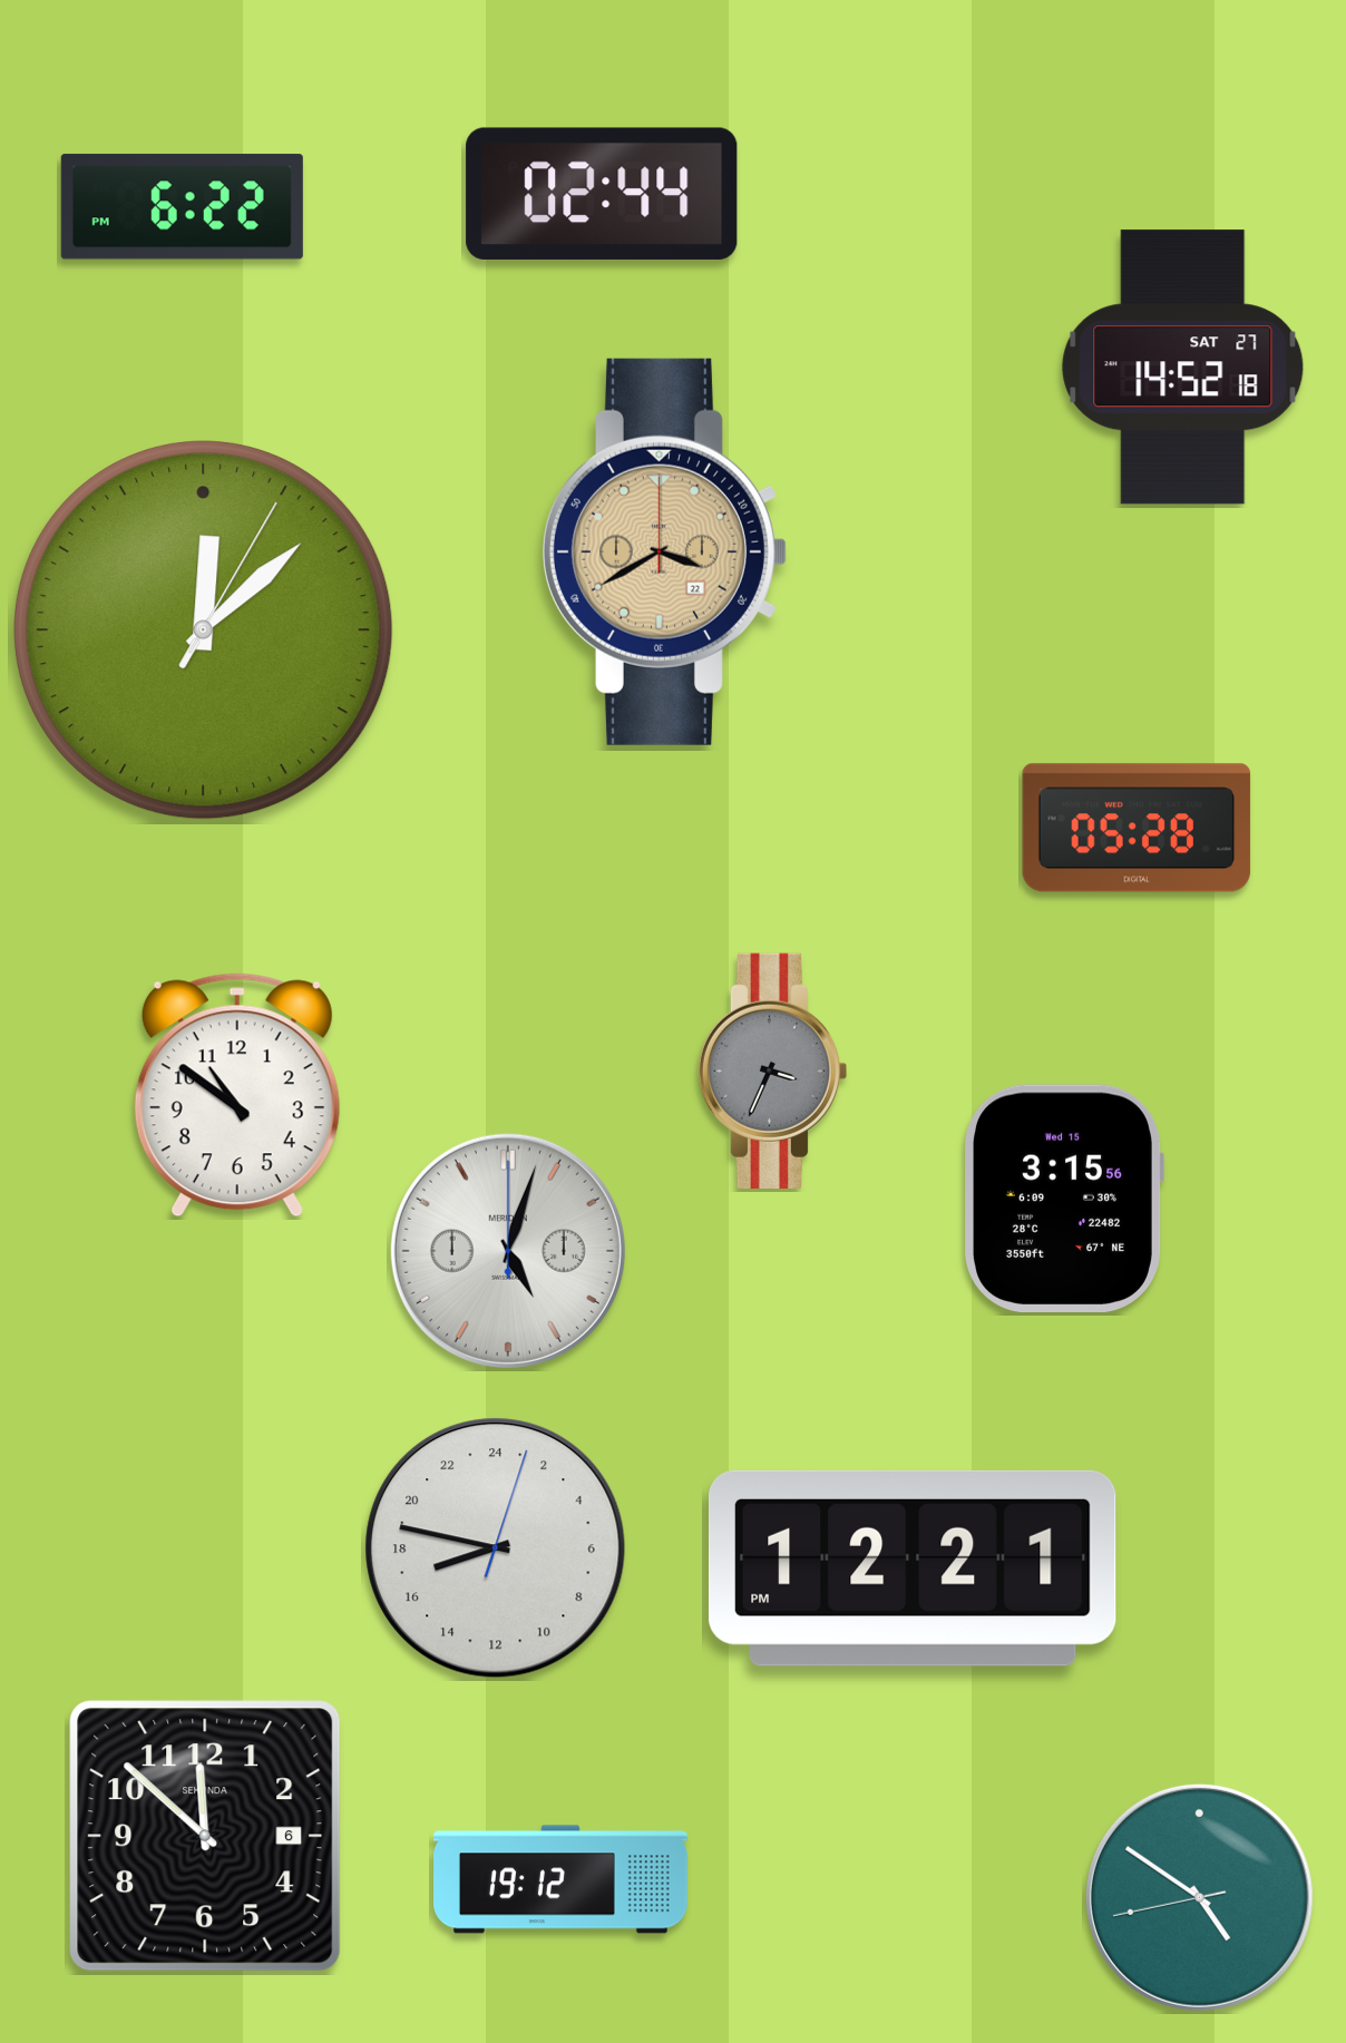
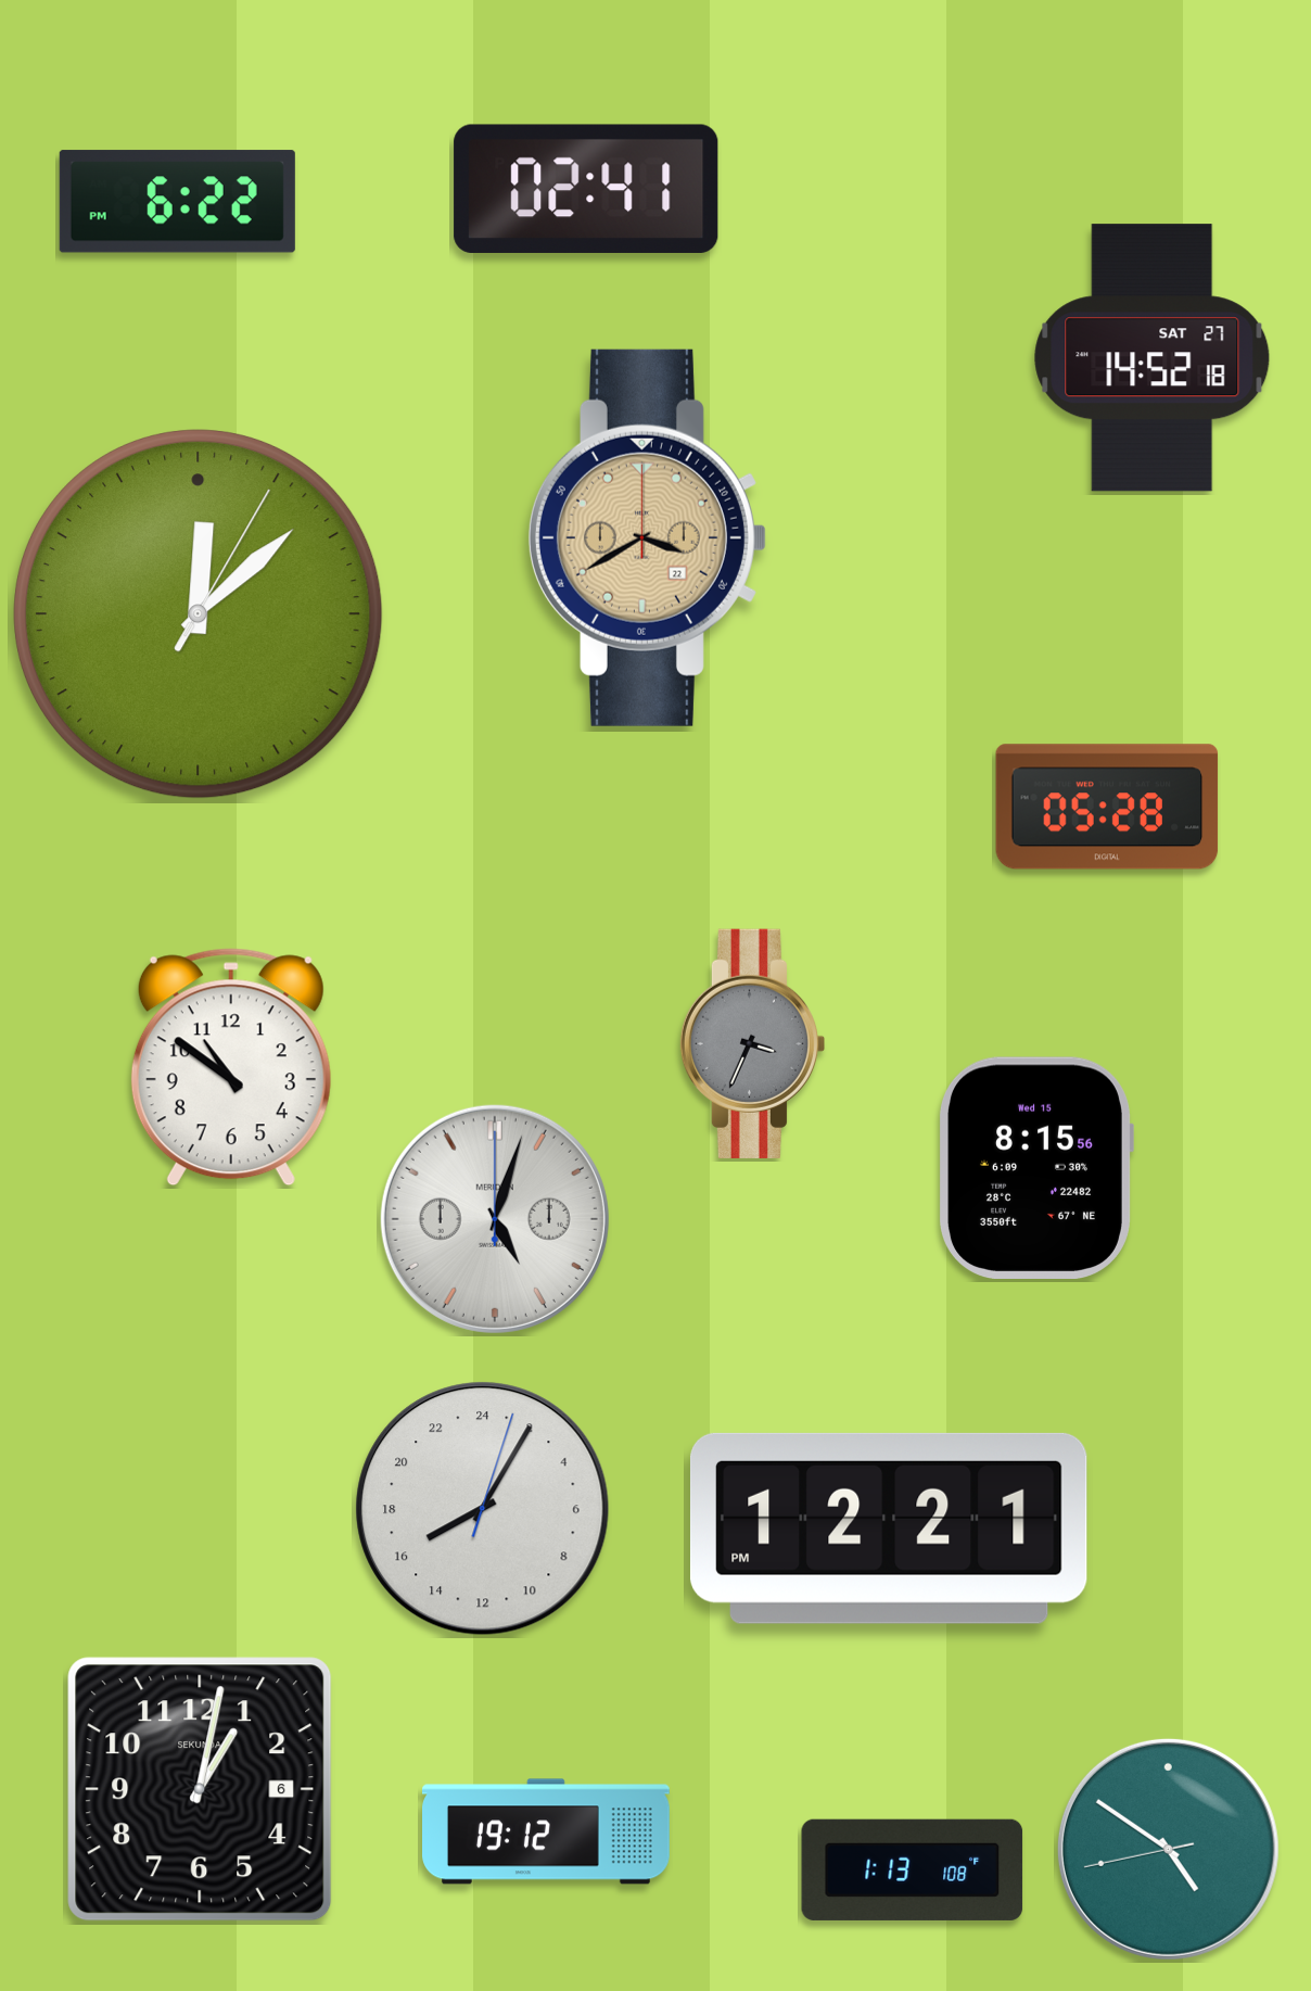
clock at (602, 194): 02:44 -> 02:41
clock at (1064, 1198): 3:15 -> 8:15
clock at (496, 1548): 16:47 -> 16:05
clock at (205, 1836): 11:52 -> 1:02
clock at (913, 1869): none -> 1:13
